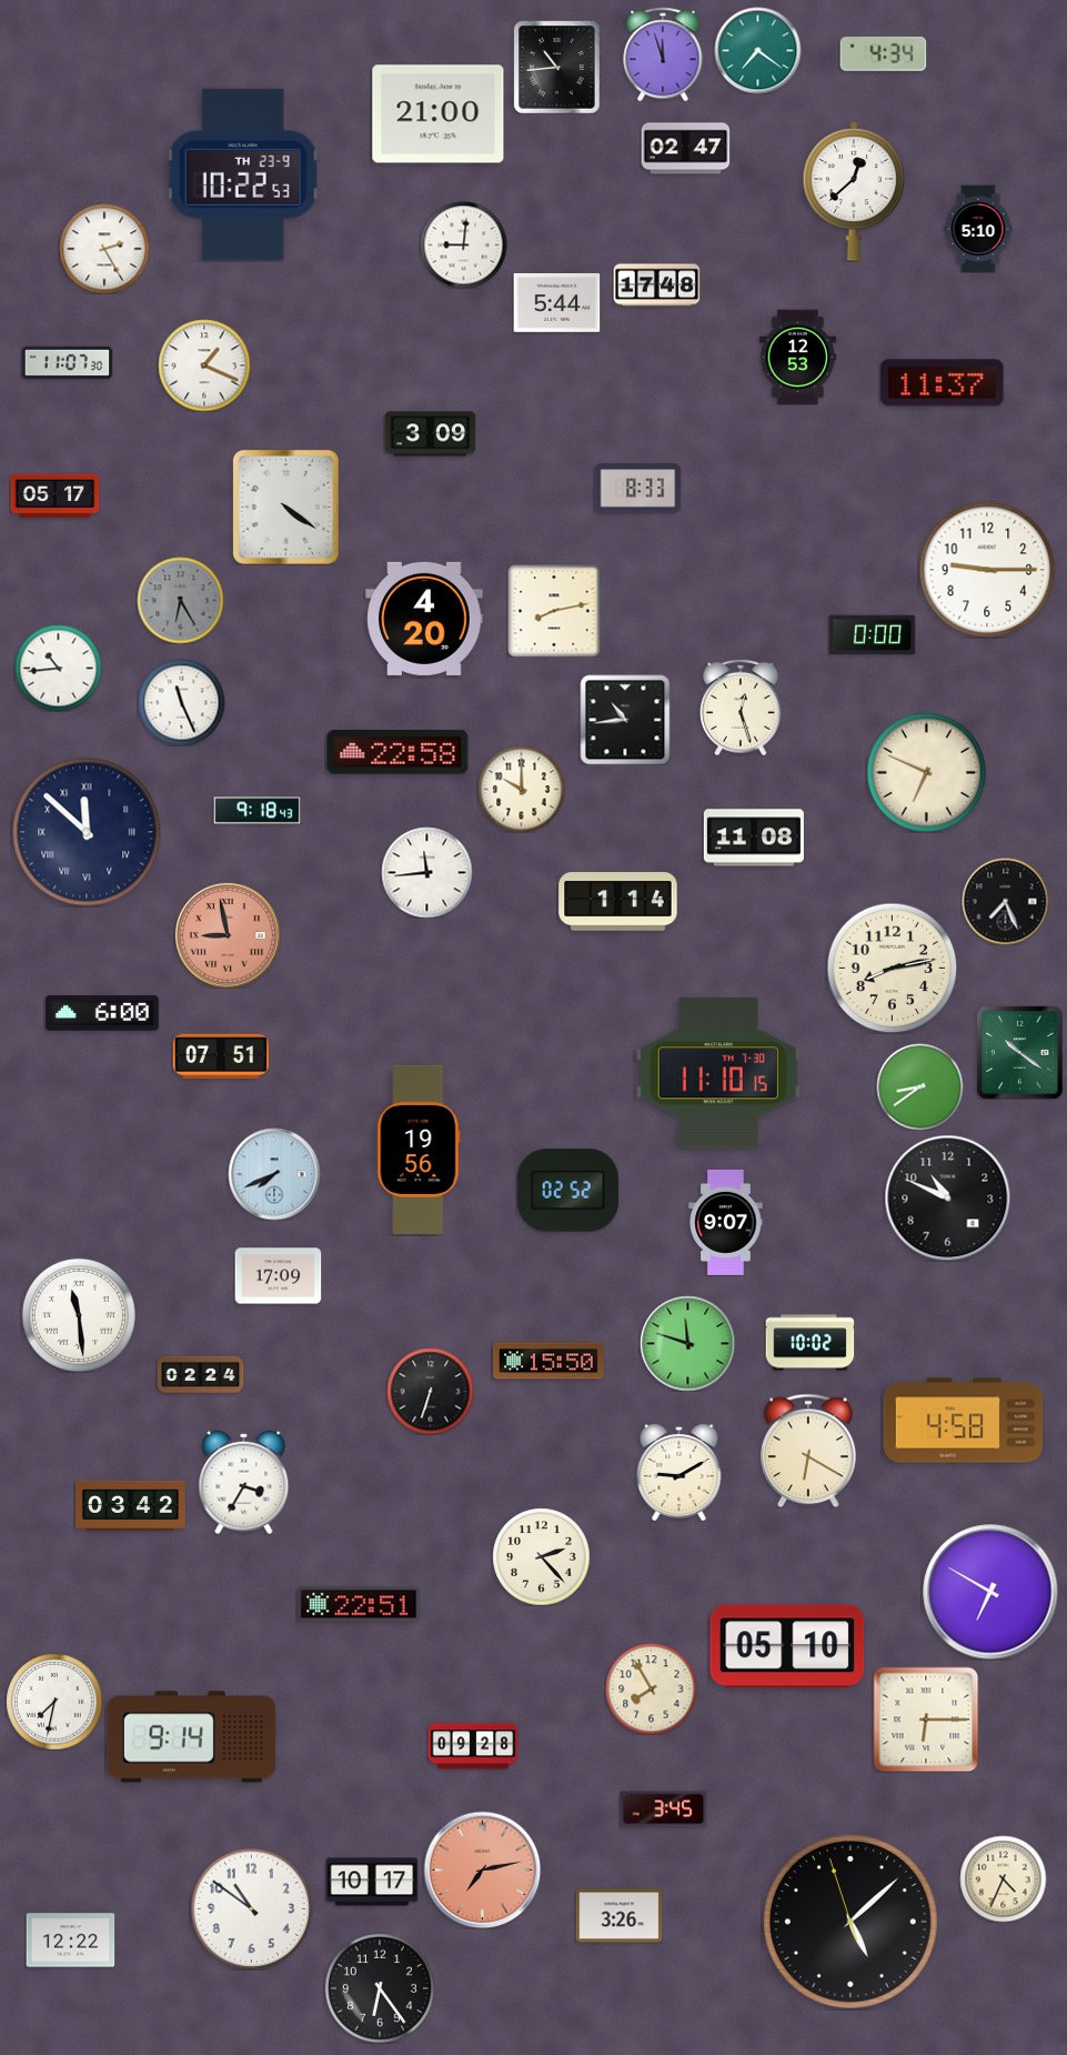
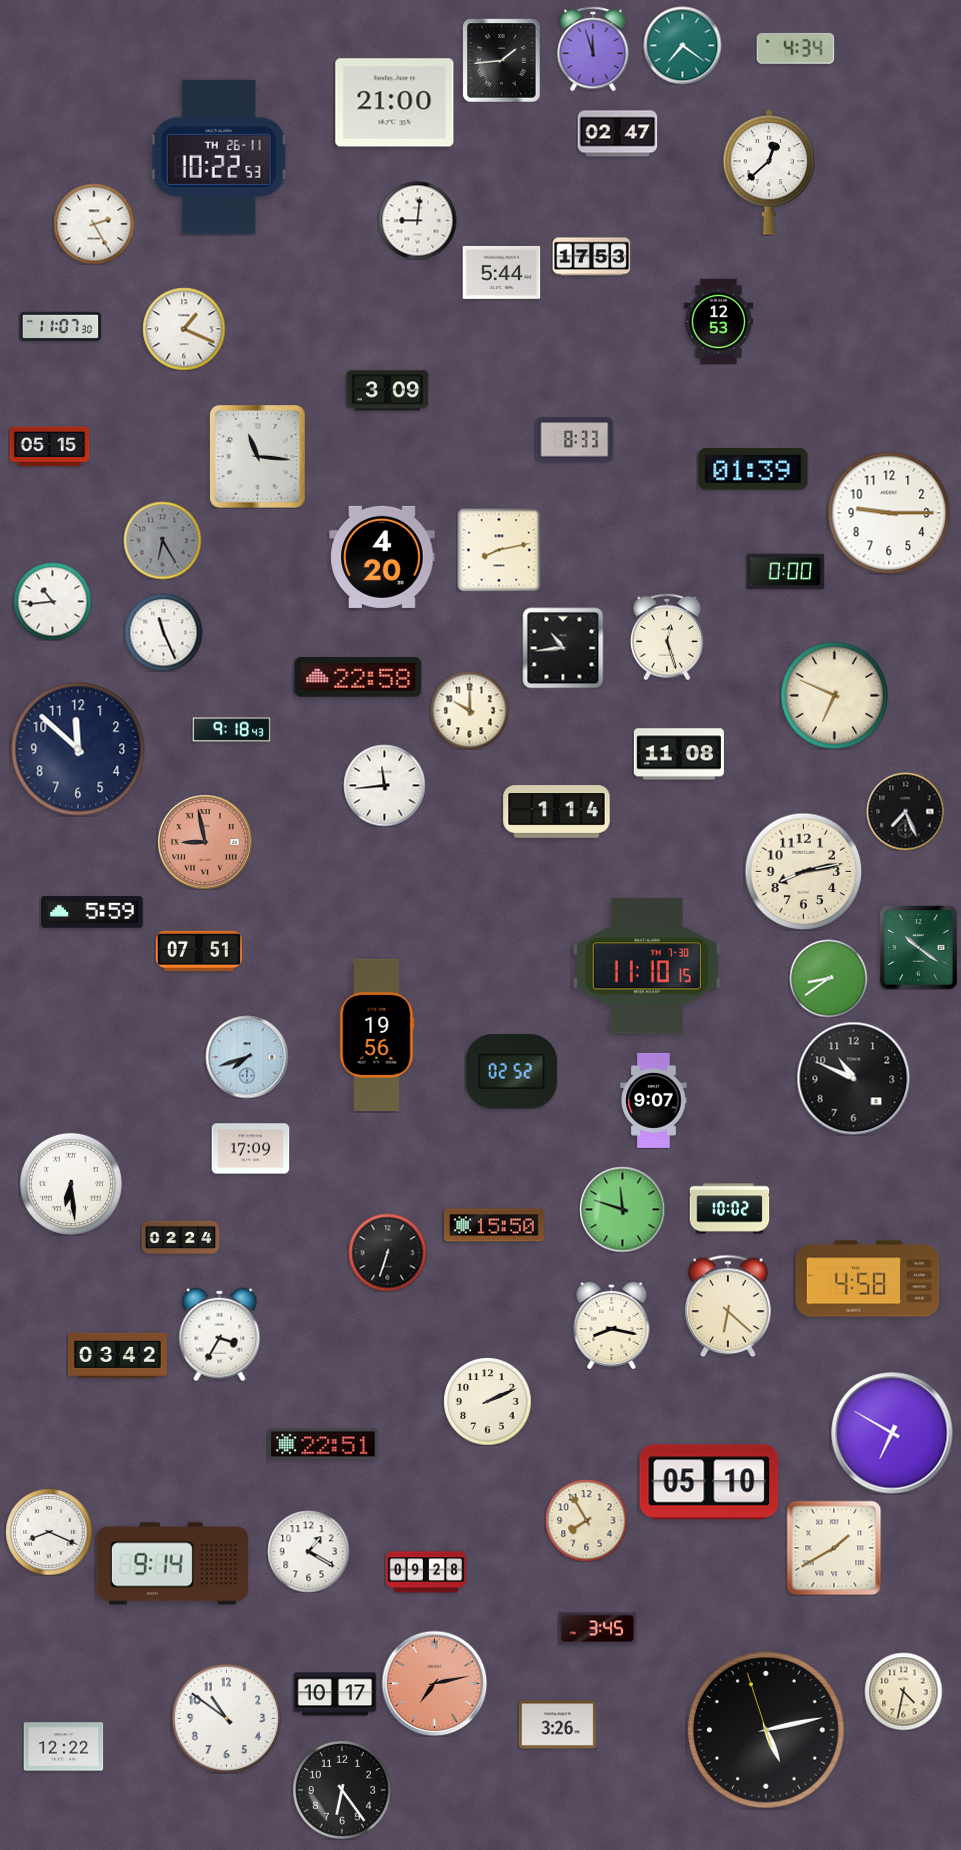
clock at (663, 54) position: (663, 54) -> (593, 49)
clock at (557, 67): 10:44 -> 1:44
clock at (243, 174) date: TH 23-9 -> TH 26-11
clock at (978, 229): 5:10 -> none
clock at (656, 285): 17:48 -> 17:53
clock at (943, 383): 11:37 -> none
clock at (54, 497): 05:17 -> 05:15
clock at (285, 507): 4:21 -> 11:16
clock at (753, 469): none -> 01:39
clock at (87, 832) numerals: Roman -> Arabic
clock at (102, 1014): 6:00 -> 5:59
clock at (274, 1174): 7:41 -> 7:42
clock at (79, 1315): 11:29 -> 6:29
clock at (687, 1343) position: (687, 1343) -> (622, 1209)
clock at (808, 1451): 6:20 -> 6:22
clock at (680, 1472): 9:10 -> 8:17
clock at (541, 1556): 2:23 -> 2:11
clock at (54, 1702): 7:32 -> 8:19
clock at (926, 1720): 6:15 -> 1:40
clock at (308, 1551): none -> 1:20
clock at (1003, 1878): 4:34 -> 4:32
clock at (852, 1923): 5:07 -> 5:12
